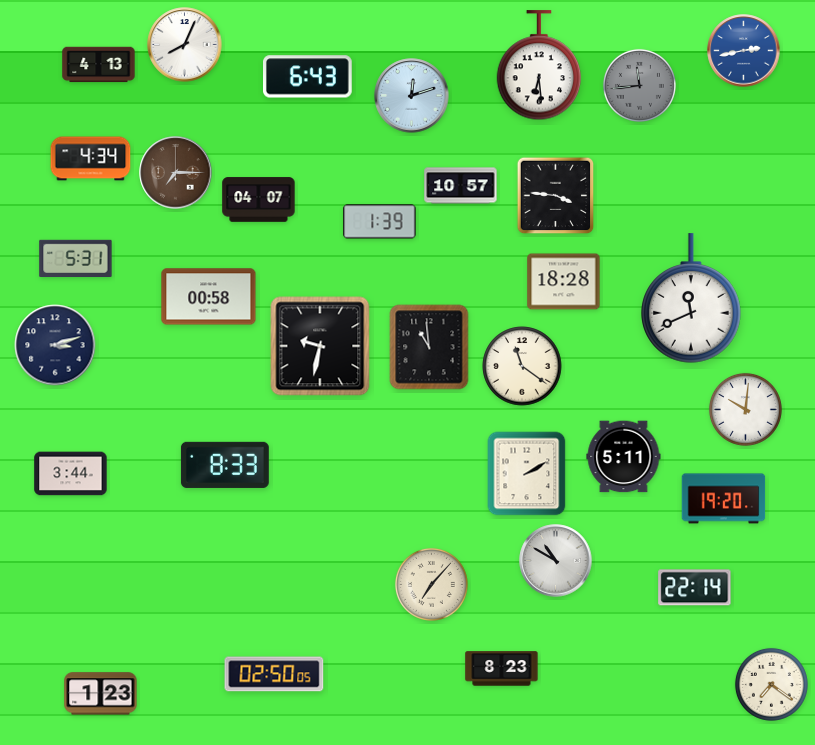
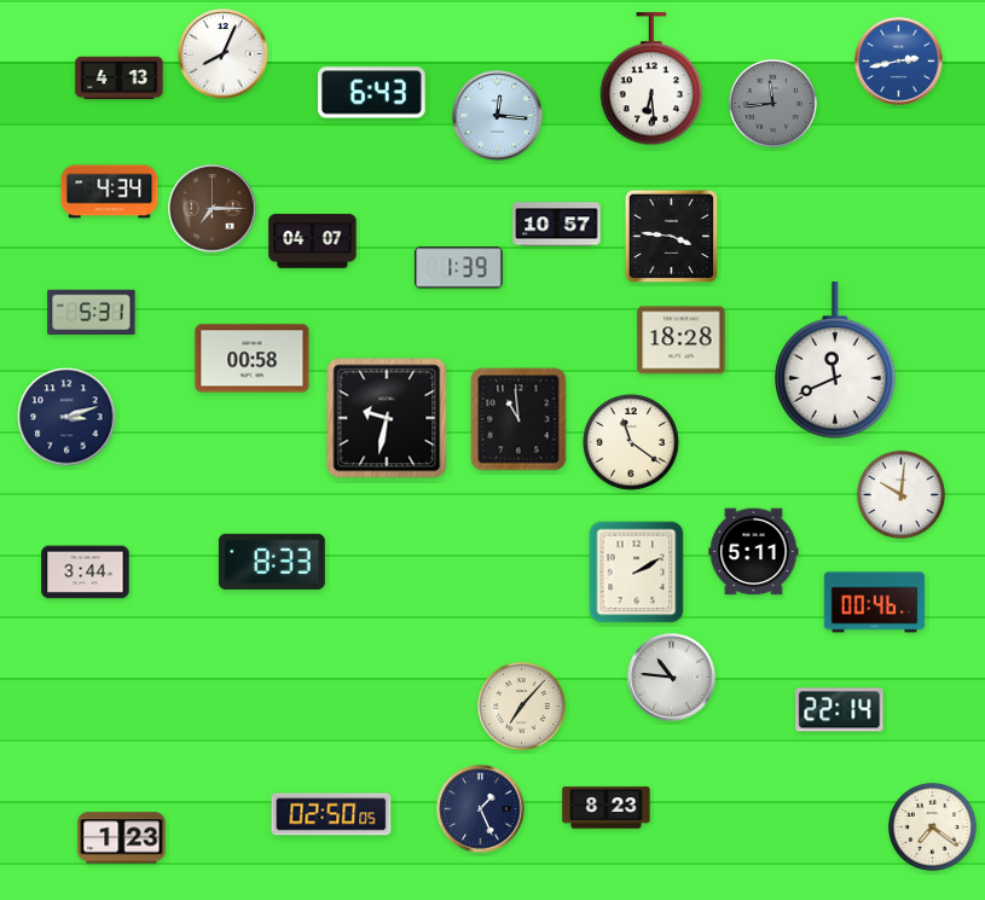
clock at (412, 96): 12:12 -> 12:16
clock at (724, 499): 19:20 -> 00:46
clock at (556, 561): 10:50 -> 10:46
clock at (481, 809): none -> 1:26
